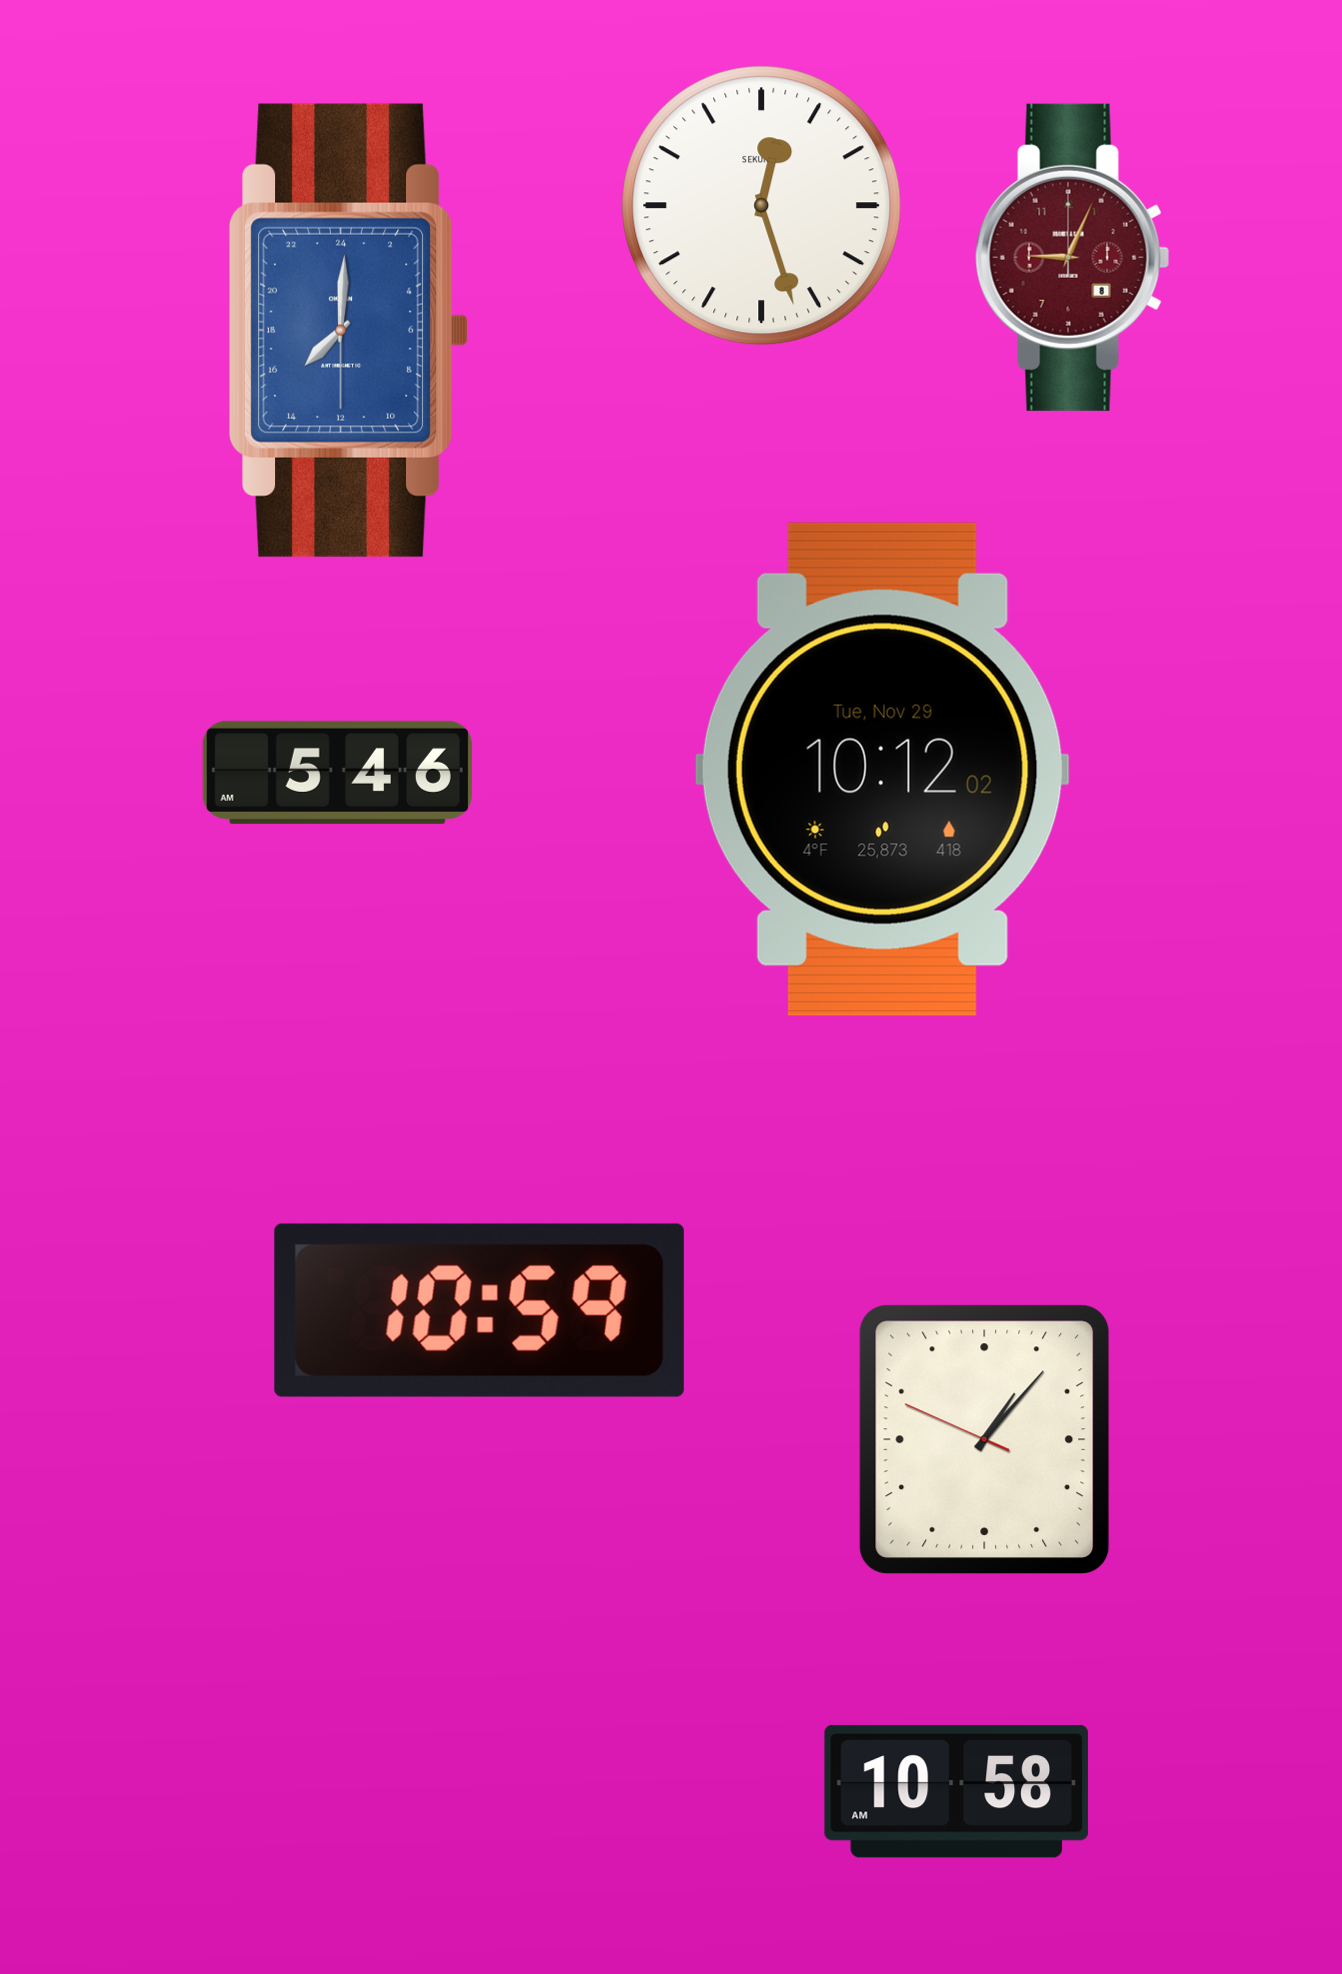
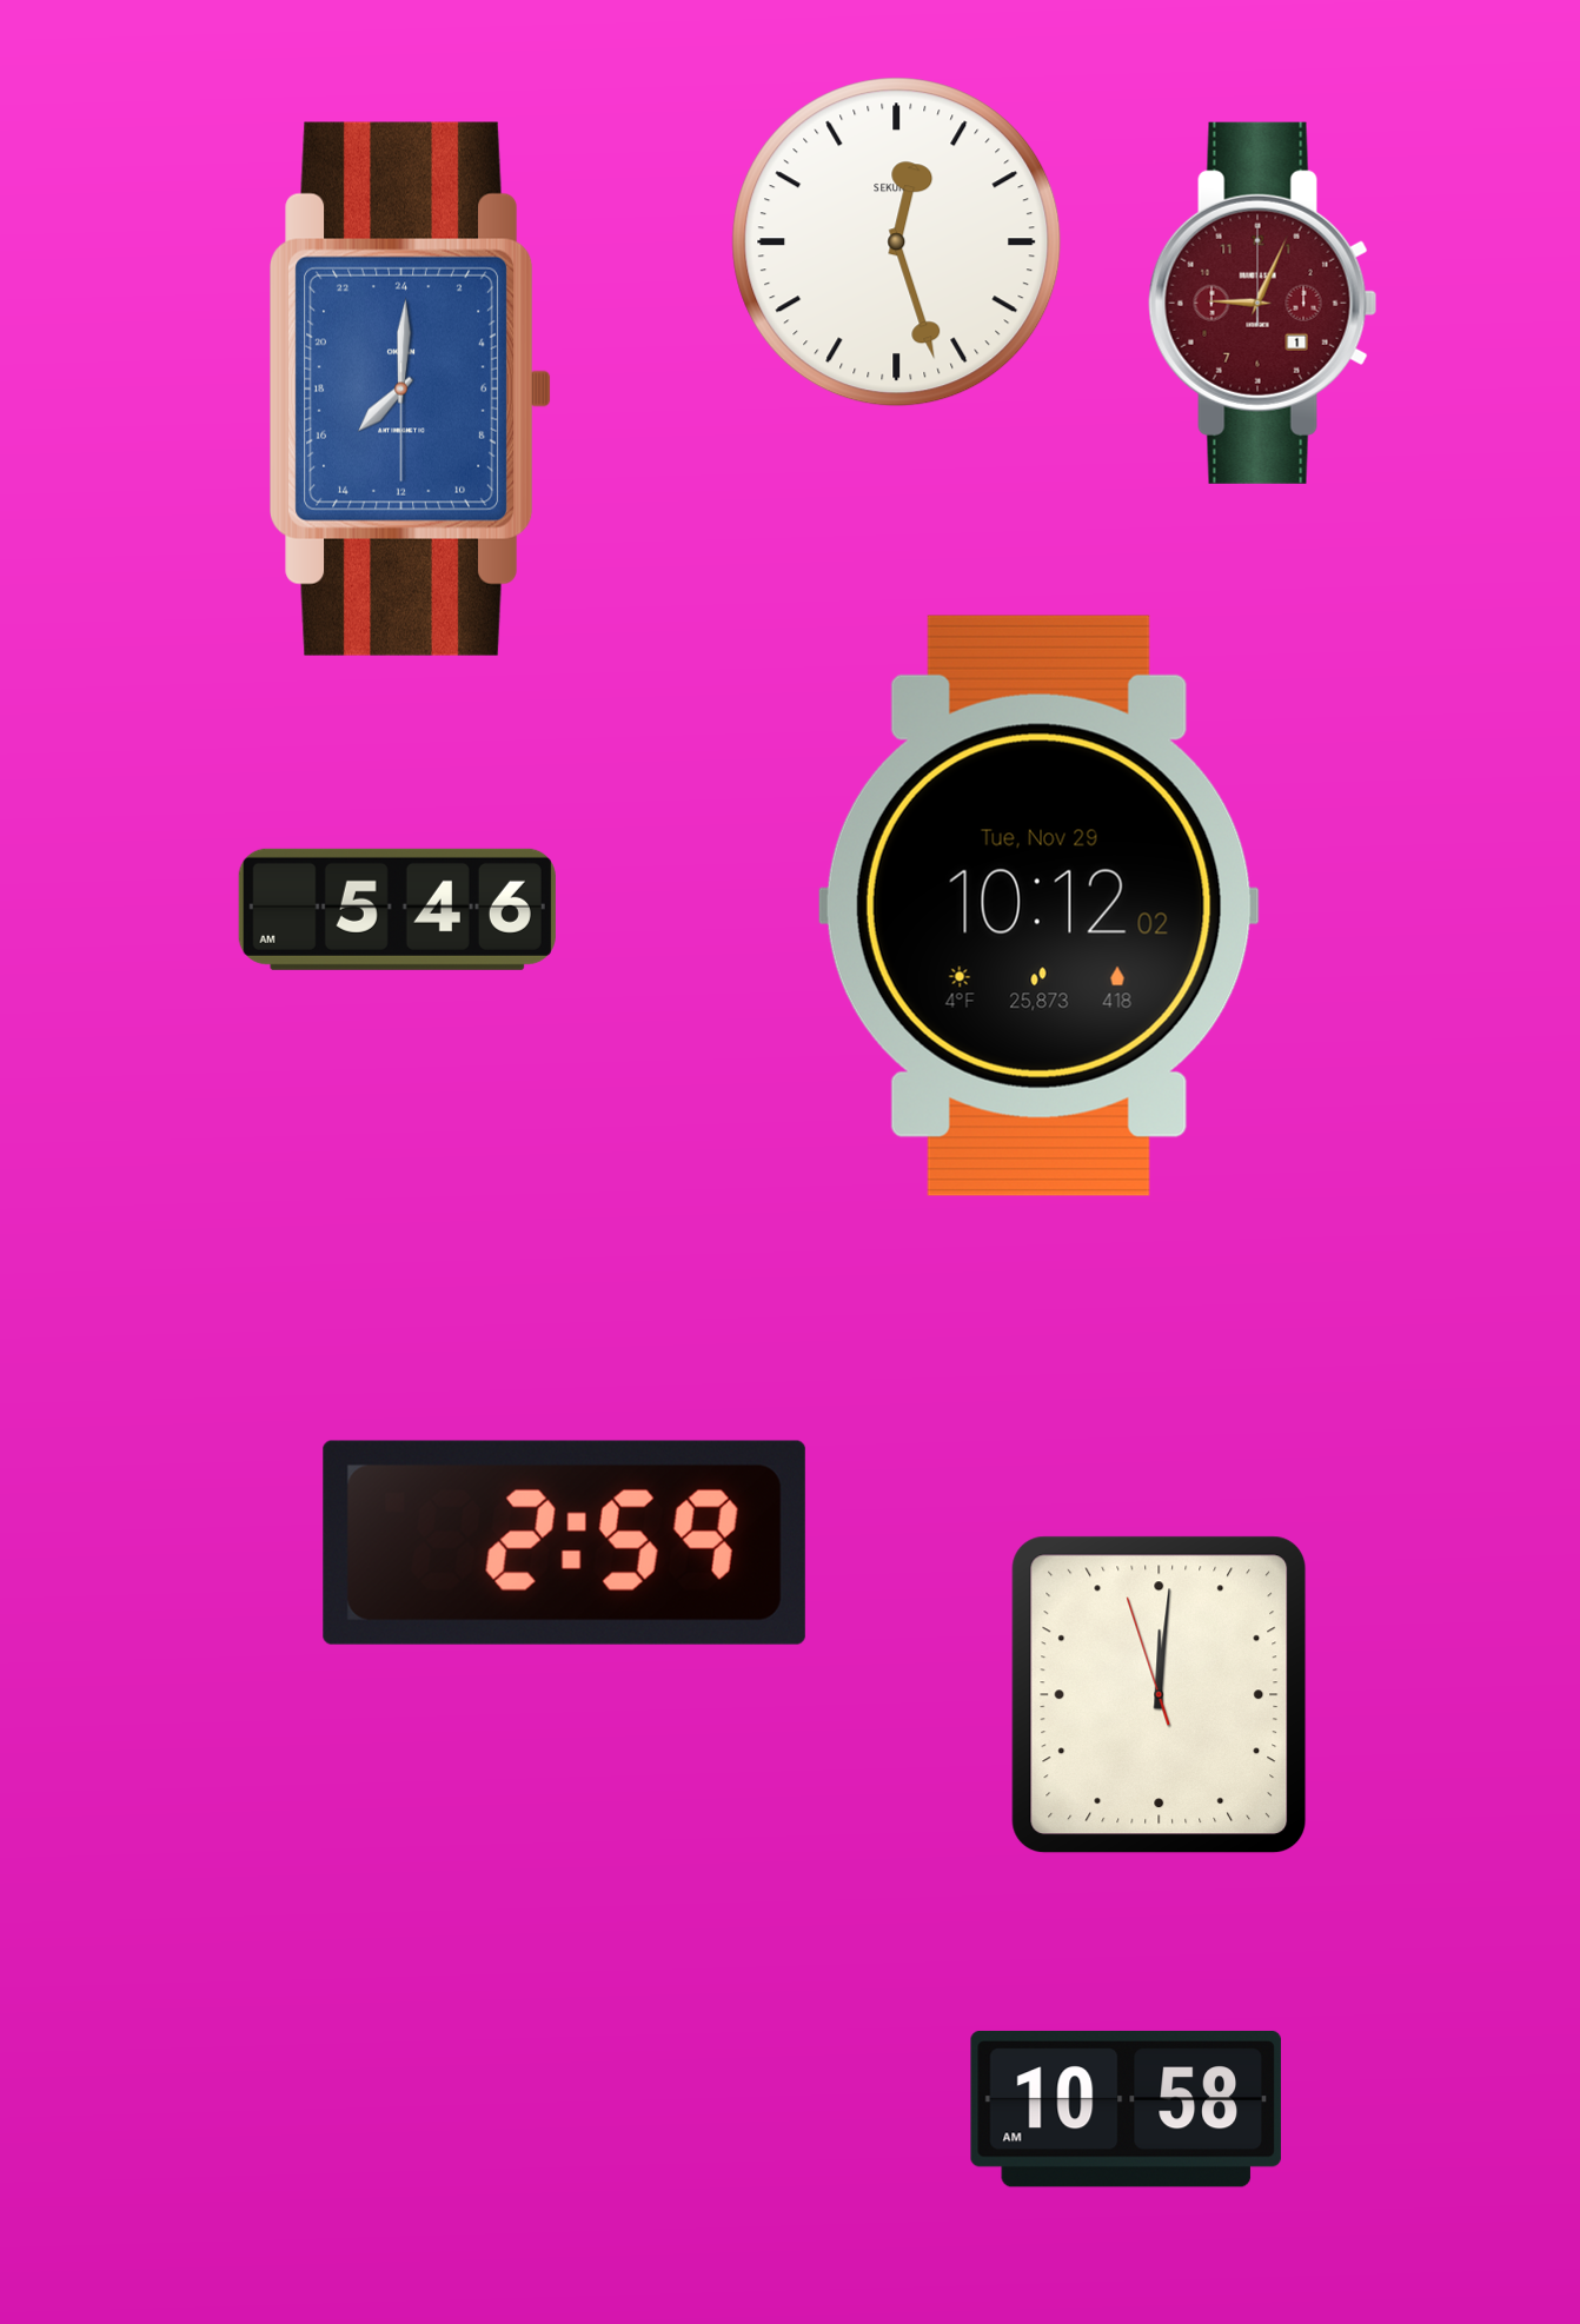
clock at (1073, 257) date: 8 -> 1
clock at (479, 1310): 10:59 -> 2:59
clock at (985, 1440): 1:06 -> 12:00
